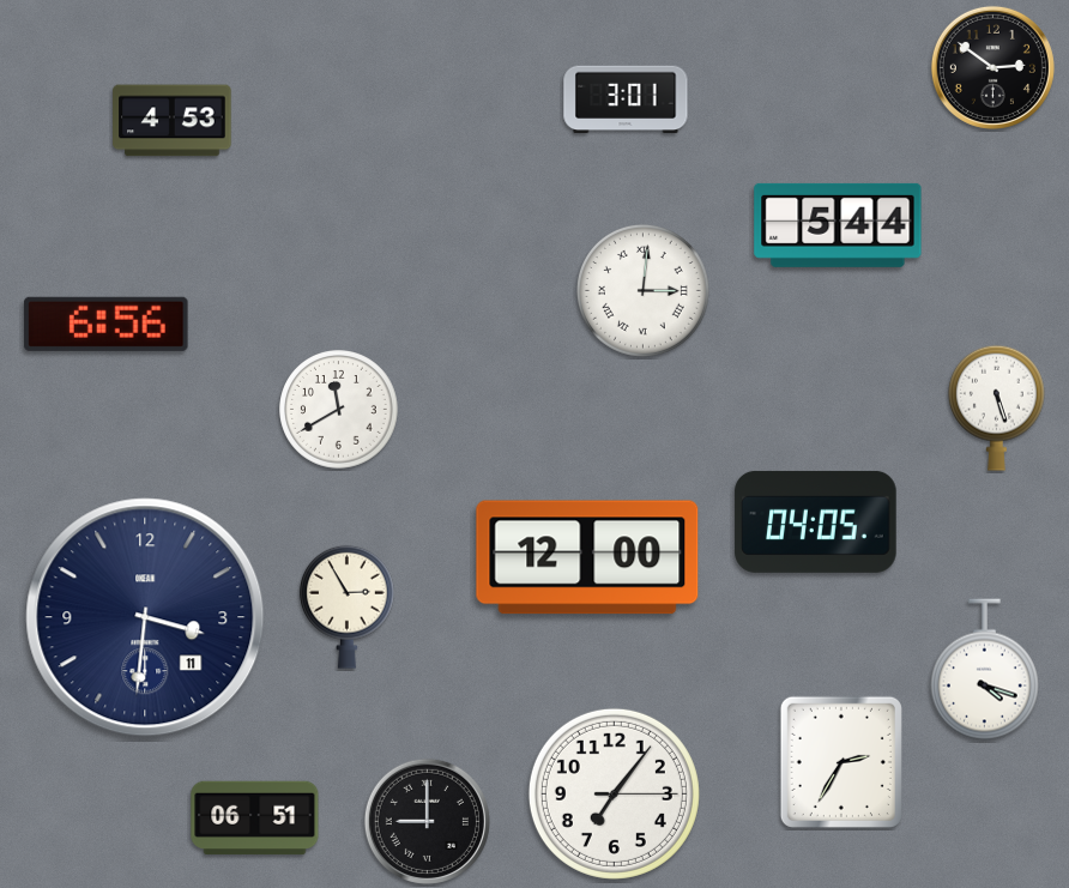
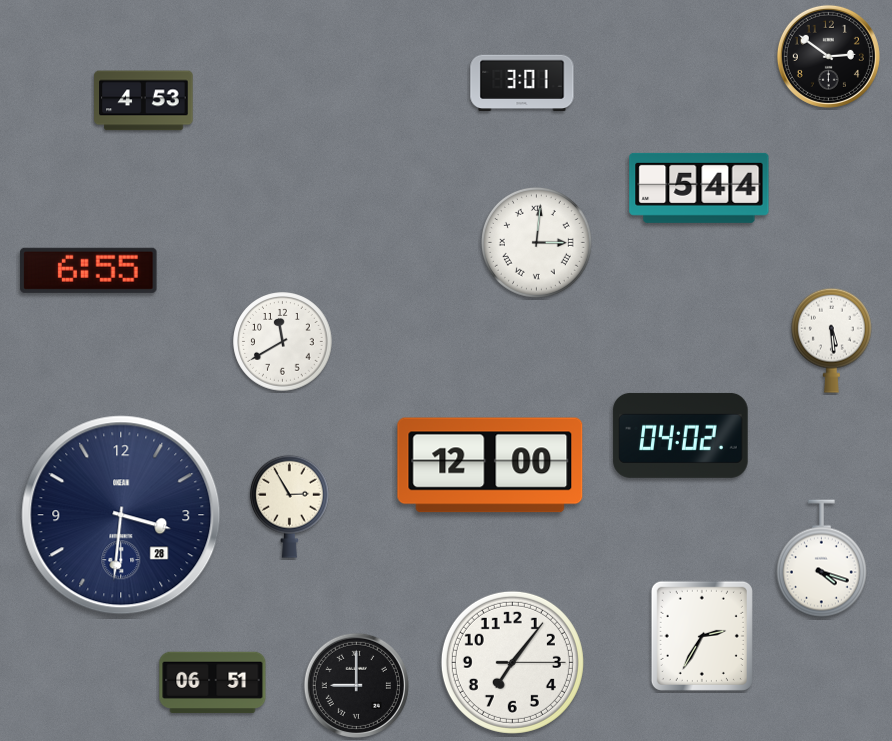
clock at (107, 324): 6:56 -> 6:55
clock at (996, 407): 5:27 -> 5:29
clock at (816, 521): 04:05 -> 04:02
clock at (145, 617) date: 11 -> 28
